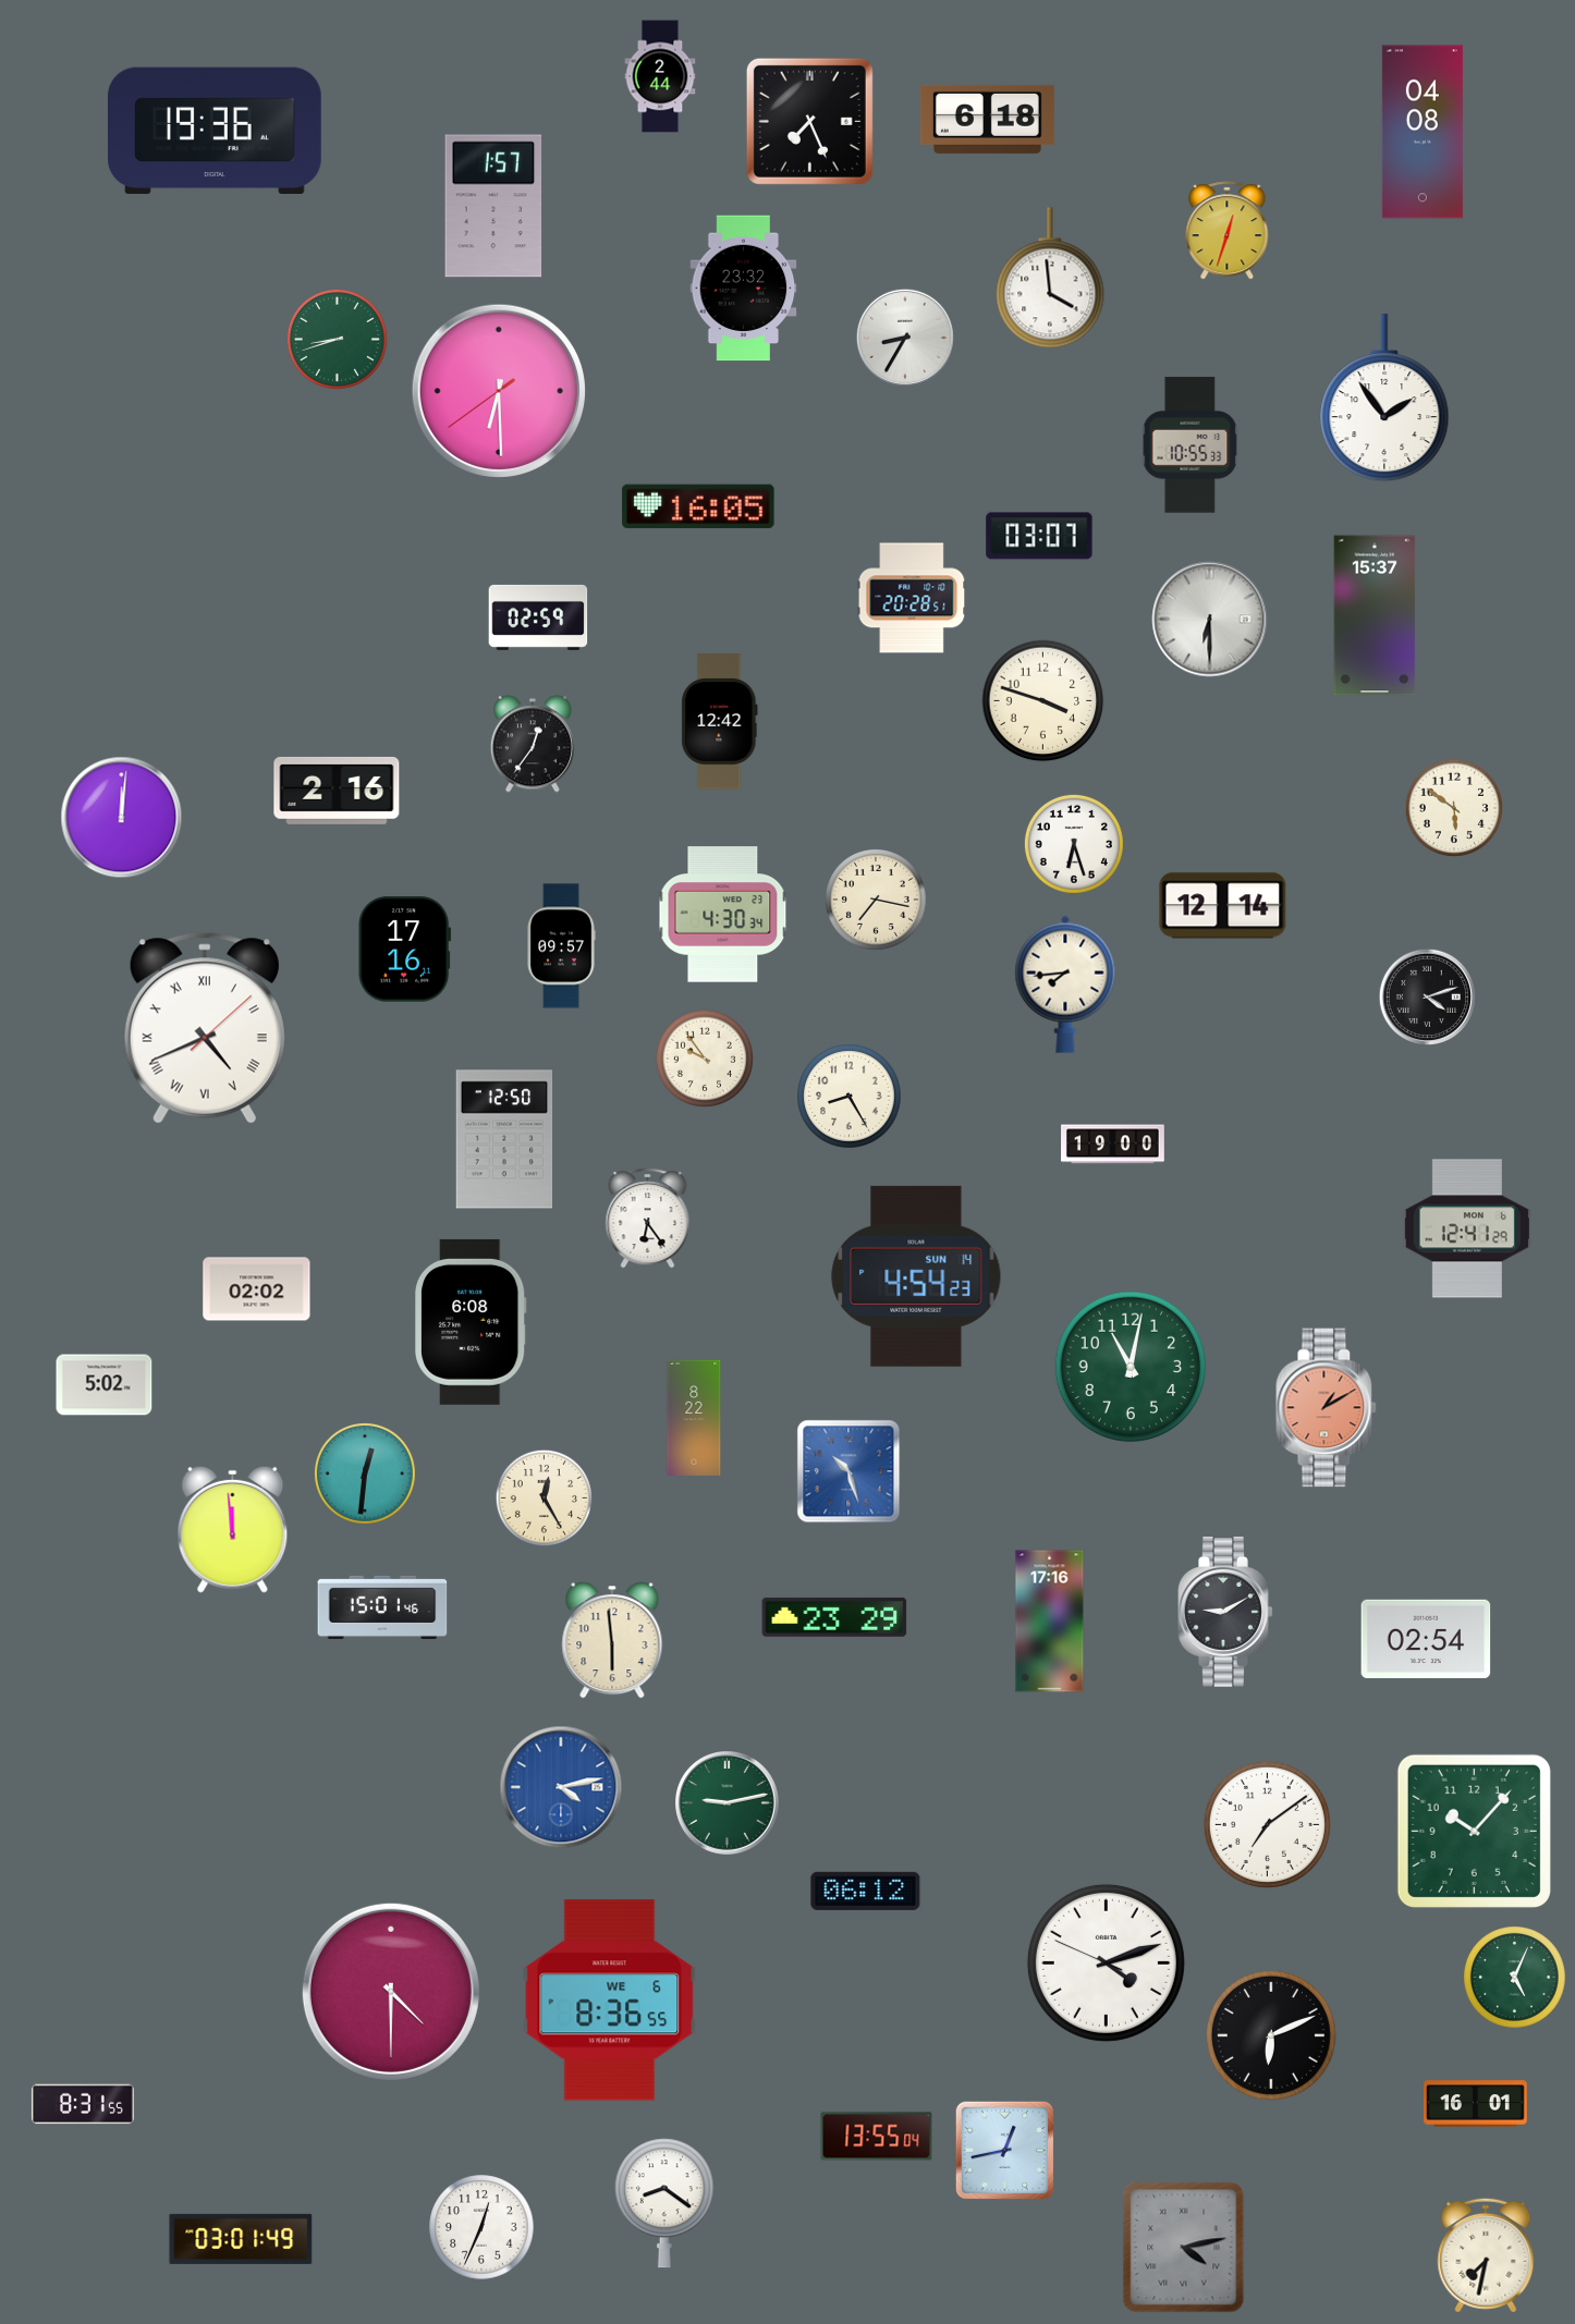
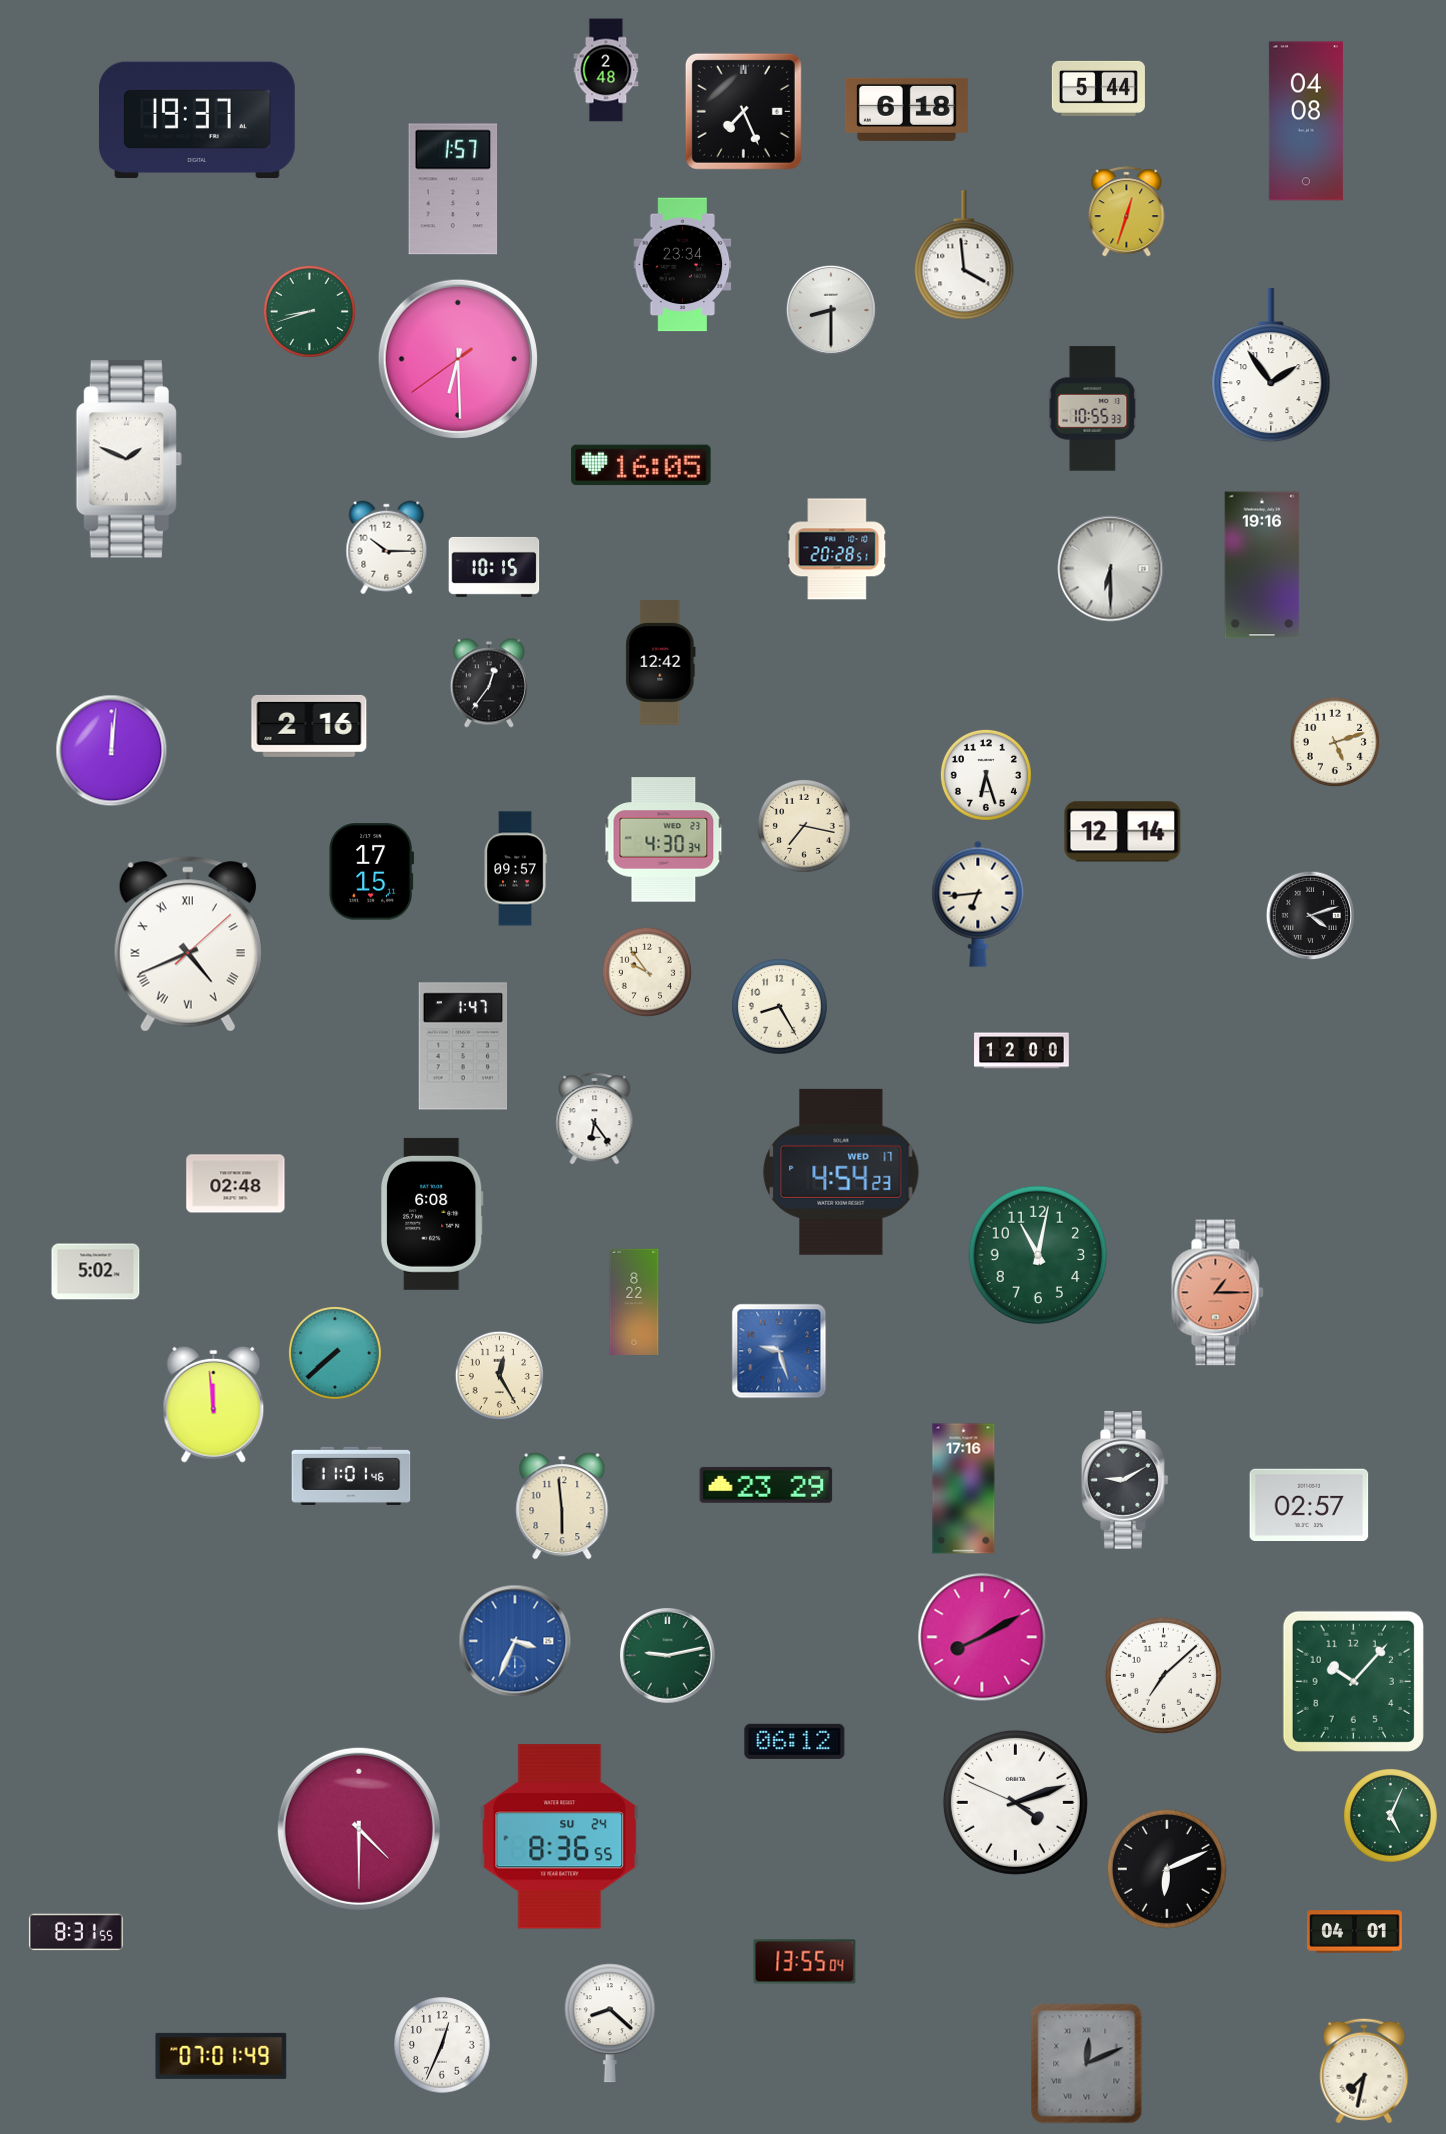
clock at (660, 76): 2:44 -> 2:48
clock at (1098, 88): none -> 5:44
clock at (216, 131): 19:36 -> 19:37
clock at (744, 289): 23:32 -> 23:34
clock at (905, 338): 8:35 -> 8:30
clock at (129, 459): none -> 1:49
clock at (1039, 536): 03:07 -> none
clock at (387, 548): none -> 10:15
clock at (1375, 615): 15:37 -> 19:16
clock at (538, 617): 02:59 -> 10:15
clock at (1043, 701): 3:48 -> none
clock at (1454, 808): 5:51 -> 5:12
clock at (405, 950): 17:16 -> 17:15
clock at (1065, 984): 7:44 -> 6:44
clock at (504, 1139): 12:50 -> 1:47
clock at (1113, 1145): 19:00 -> 12:00
clock at (1467, 1228): 12:41 -> none
clock at (916, 1276) date: SUN 14 -> WED 17
clock at (257, 1289): 02:02 -> 02:48
clock at (1327, 1408): 1:10 -> 1:15
clock at (694, 1418) position: (694, 1418) -> (634, 1302)
clock at (848, 1471): 10:27 -> 9:27
clock at (365, 1473): 12:31 -> 7:38
clock at (382, 1607): 15:01 -> 11:01
clock at (1426, 1638): 02:54 -> 02:57
clock at (982, 1637): none -> 8:10
clock at (561, 1787): 4:13 -> 3:34
clock at (1267, 1824): 7:09 -> 7:08
clock at (866, 1891) position: (866, 1891) -> (795, 1741)
clock at (610, 2001) date: WE 6 -> SU 24
clock at (1476, 2104): 16:01 -> 04:01
clock at (1004, 2150): 12:43 -> none
clock at (664, 2203): 8:21 -> 8:22
clock at (241, 2239): 03:01 -> 07:01
clock at (1184, 2248): 4:13 -> 12:11
